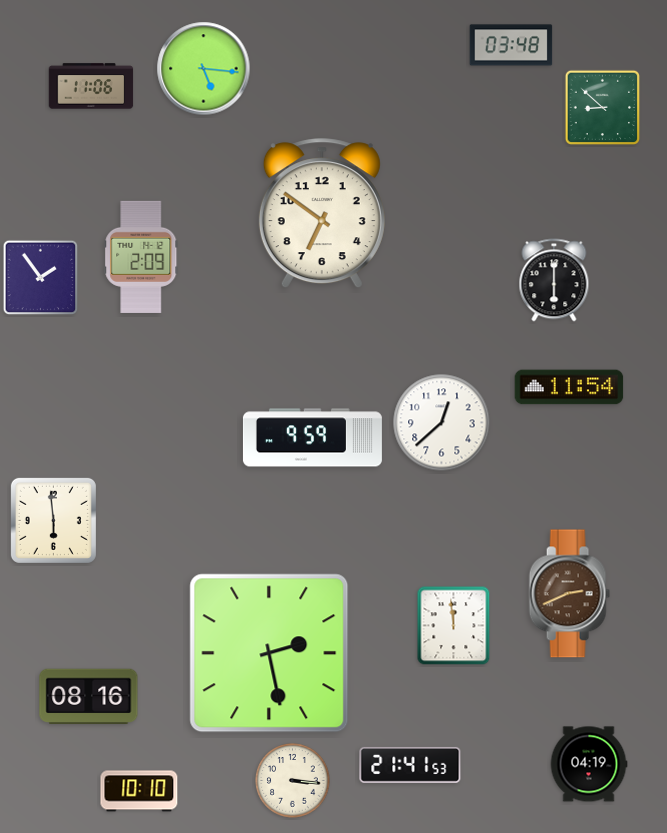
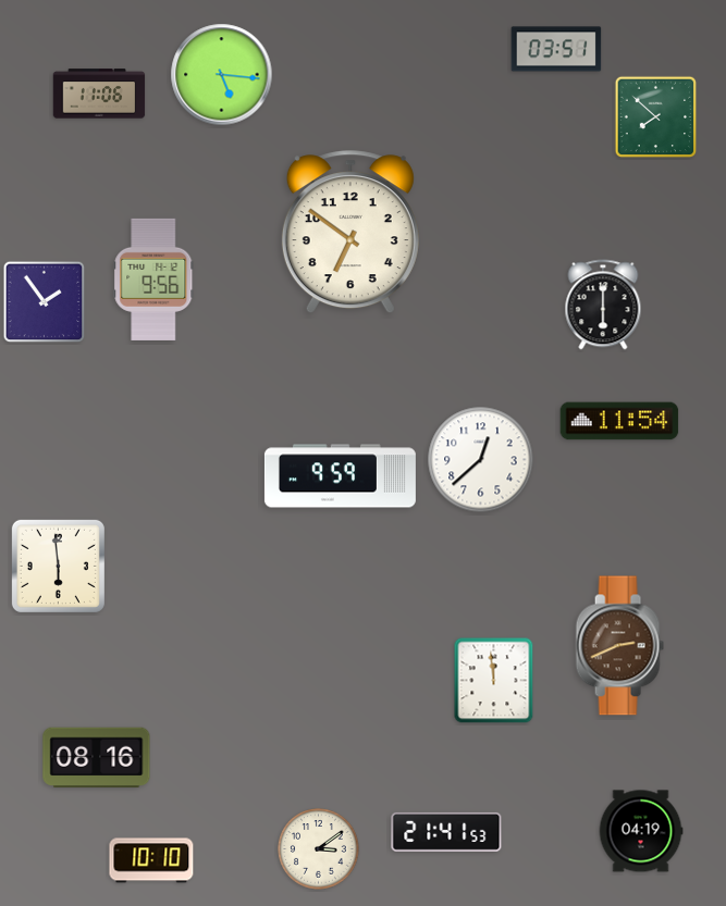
clock at (511, 45): 03:48 -> 03:51
clock at (603, 108): 8:52 -> 7:52
clock at (141, 257): 2:09 -> 9:56
clock at (269, 653): 2:28 -> none
clock at (293, 781): 3:16 -> 3:09
